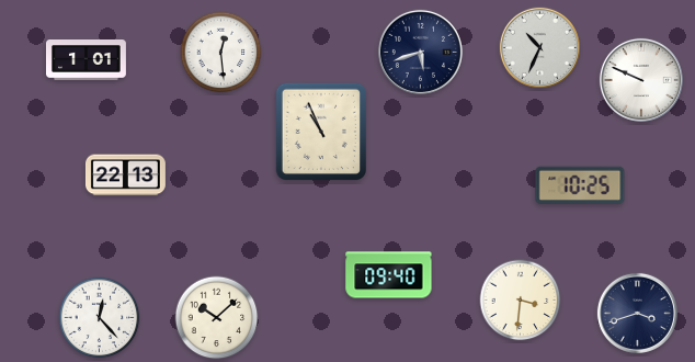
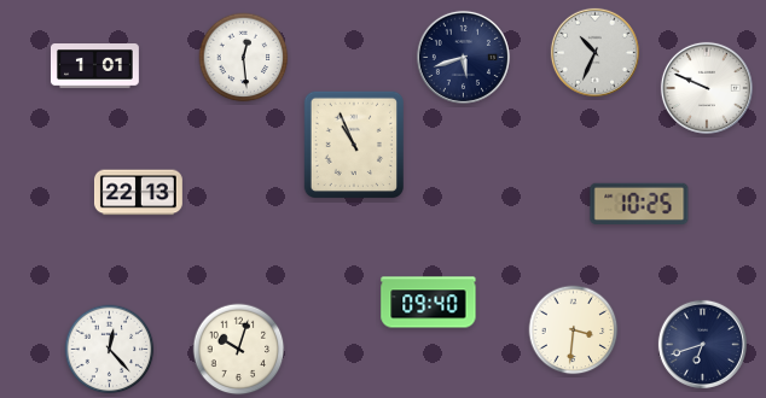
clock at (637, 313): 3:42 -> 6:42
clock at (217, 318): 10:08 -> 10:03
